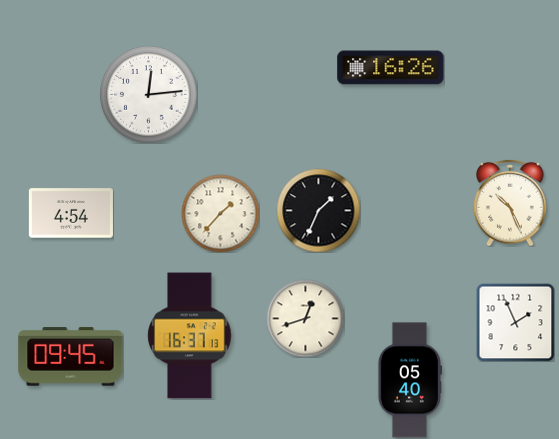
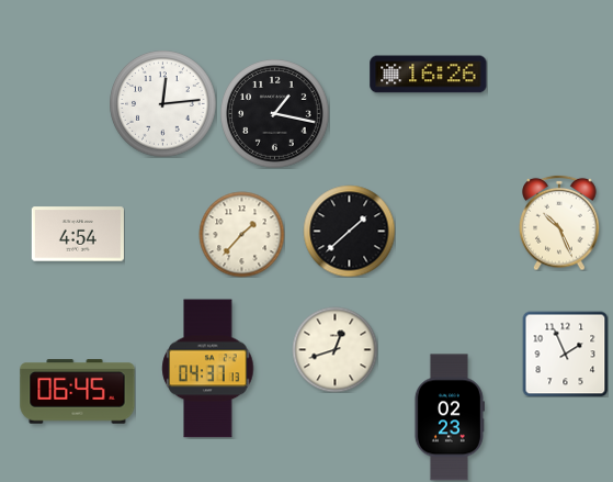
clock at (275, 114): none -> 1:17
clock at (318, 210): 1:34 -> 1:38
clock at (190, 336): 16:37 -> 04:37
clock at (71, 357): 09:45 -> 06:45
clock at (409, 380): 05:40 -> 02:23
